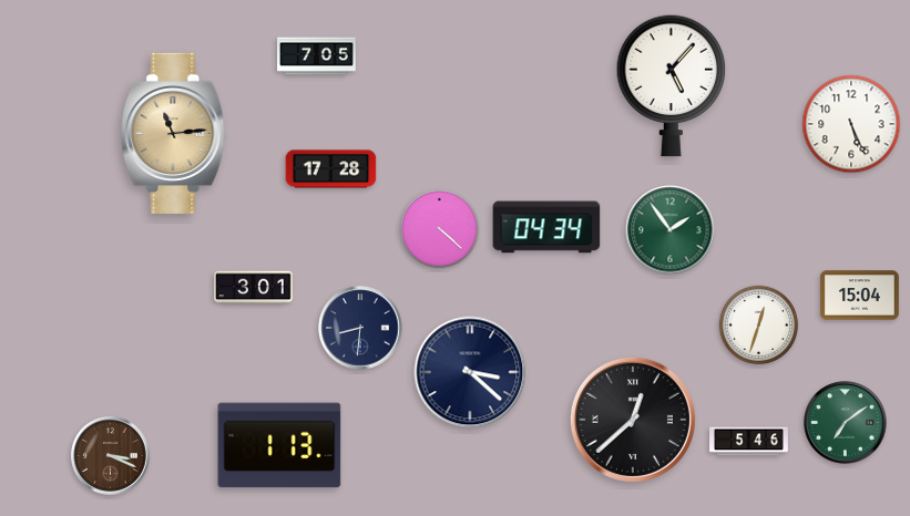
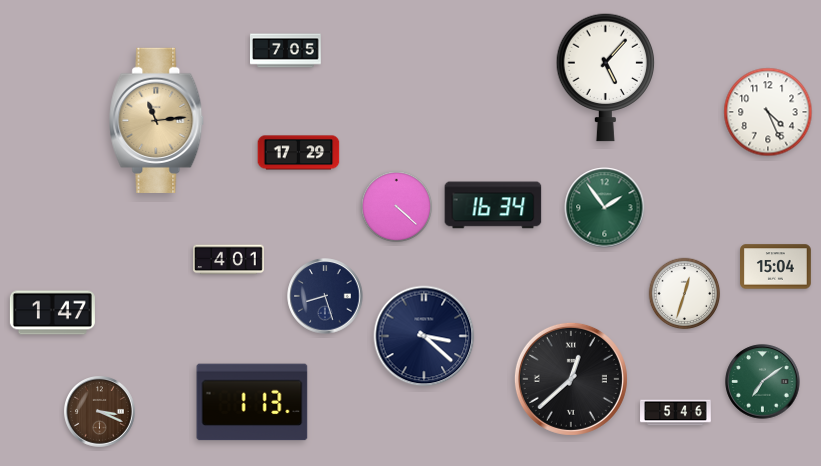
clock at (851, 124): 5:26 -> 4:26
clock at (331, 169): 17:28 -> 17:29
clock at (546, 227): 04:34 -> 16:34
clock at (254, 288): 3:01 -> 4:01
clock at (360, 328): 8:31 -> 8:27
clock at (52, 313): none -> 1:47
clock at (749, 442) position: (749, 442) -> (676, 413)
